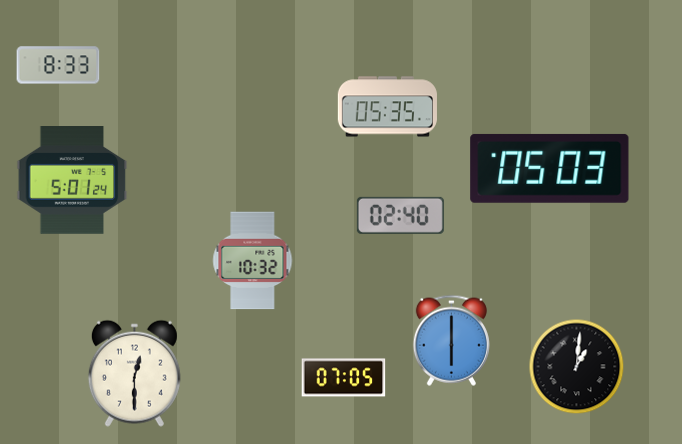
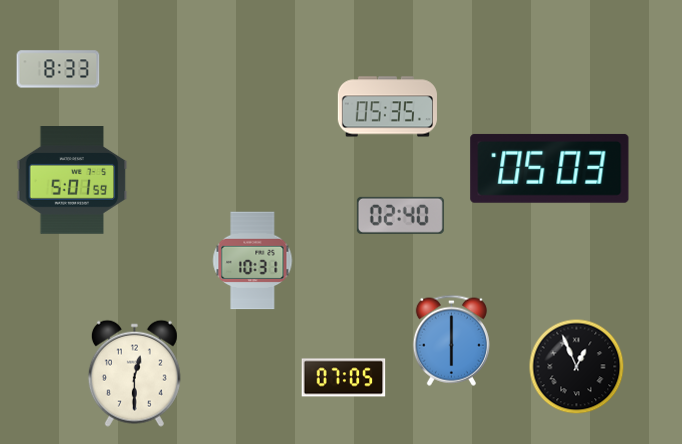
clock at (58, 65) position: (58, 65) -> (58, 69)
clock at (72, 181): 5:01:24 -> 5:01:59
clock at (253, 261): 10:32 -> 10:31
clock at (577, 367): 1:01 -> 12:56
